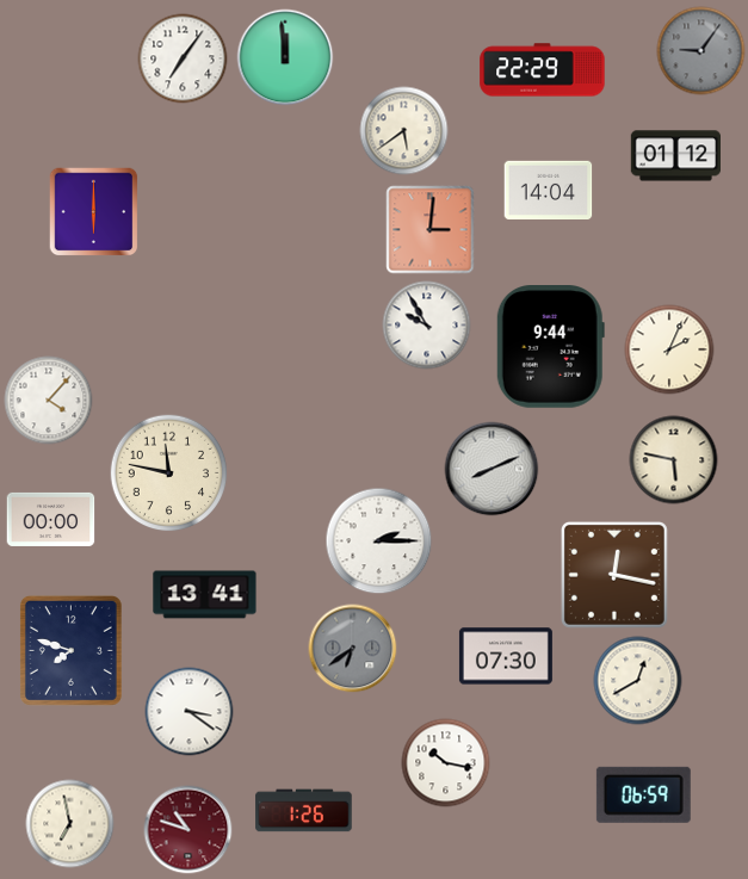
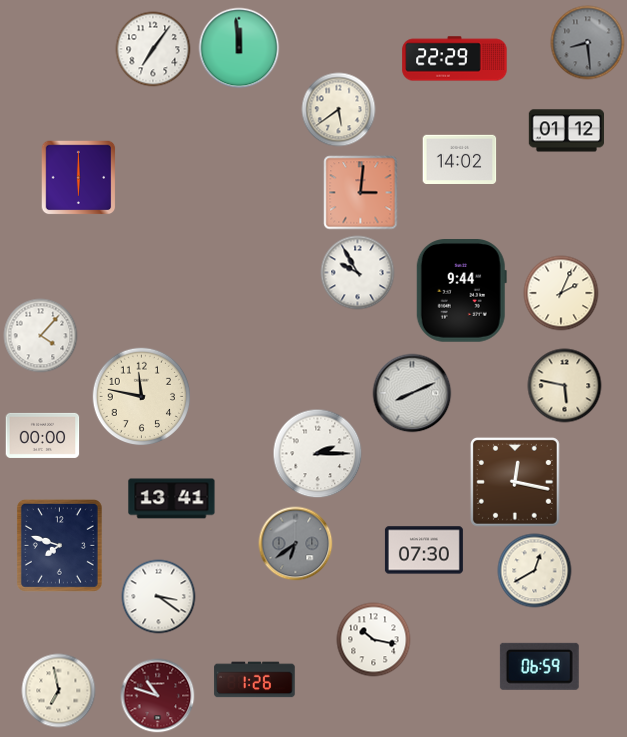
clock at (701, 51): 9:06 -> 8:29
clock at (549, 191): 14:04 -> 14:02
